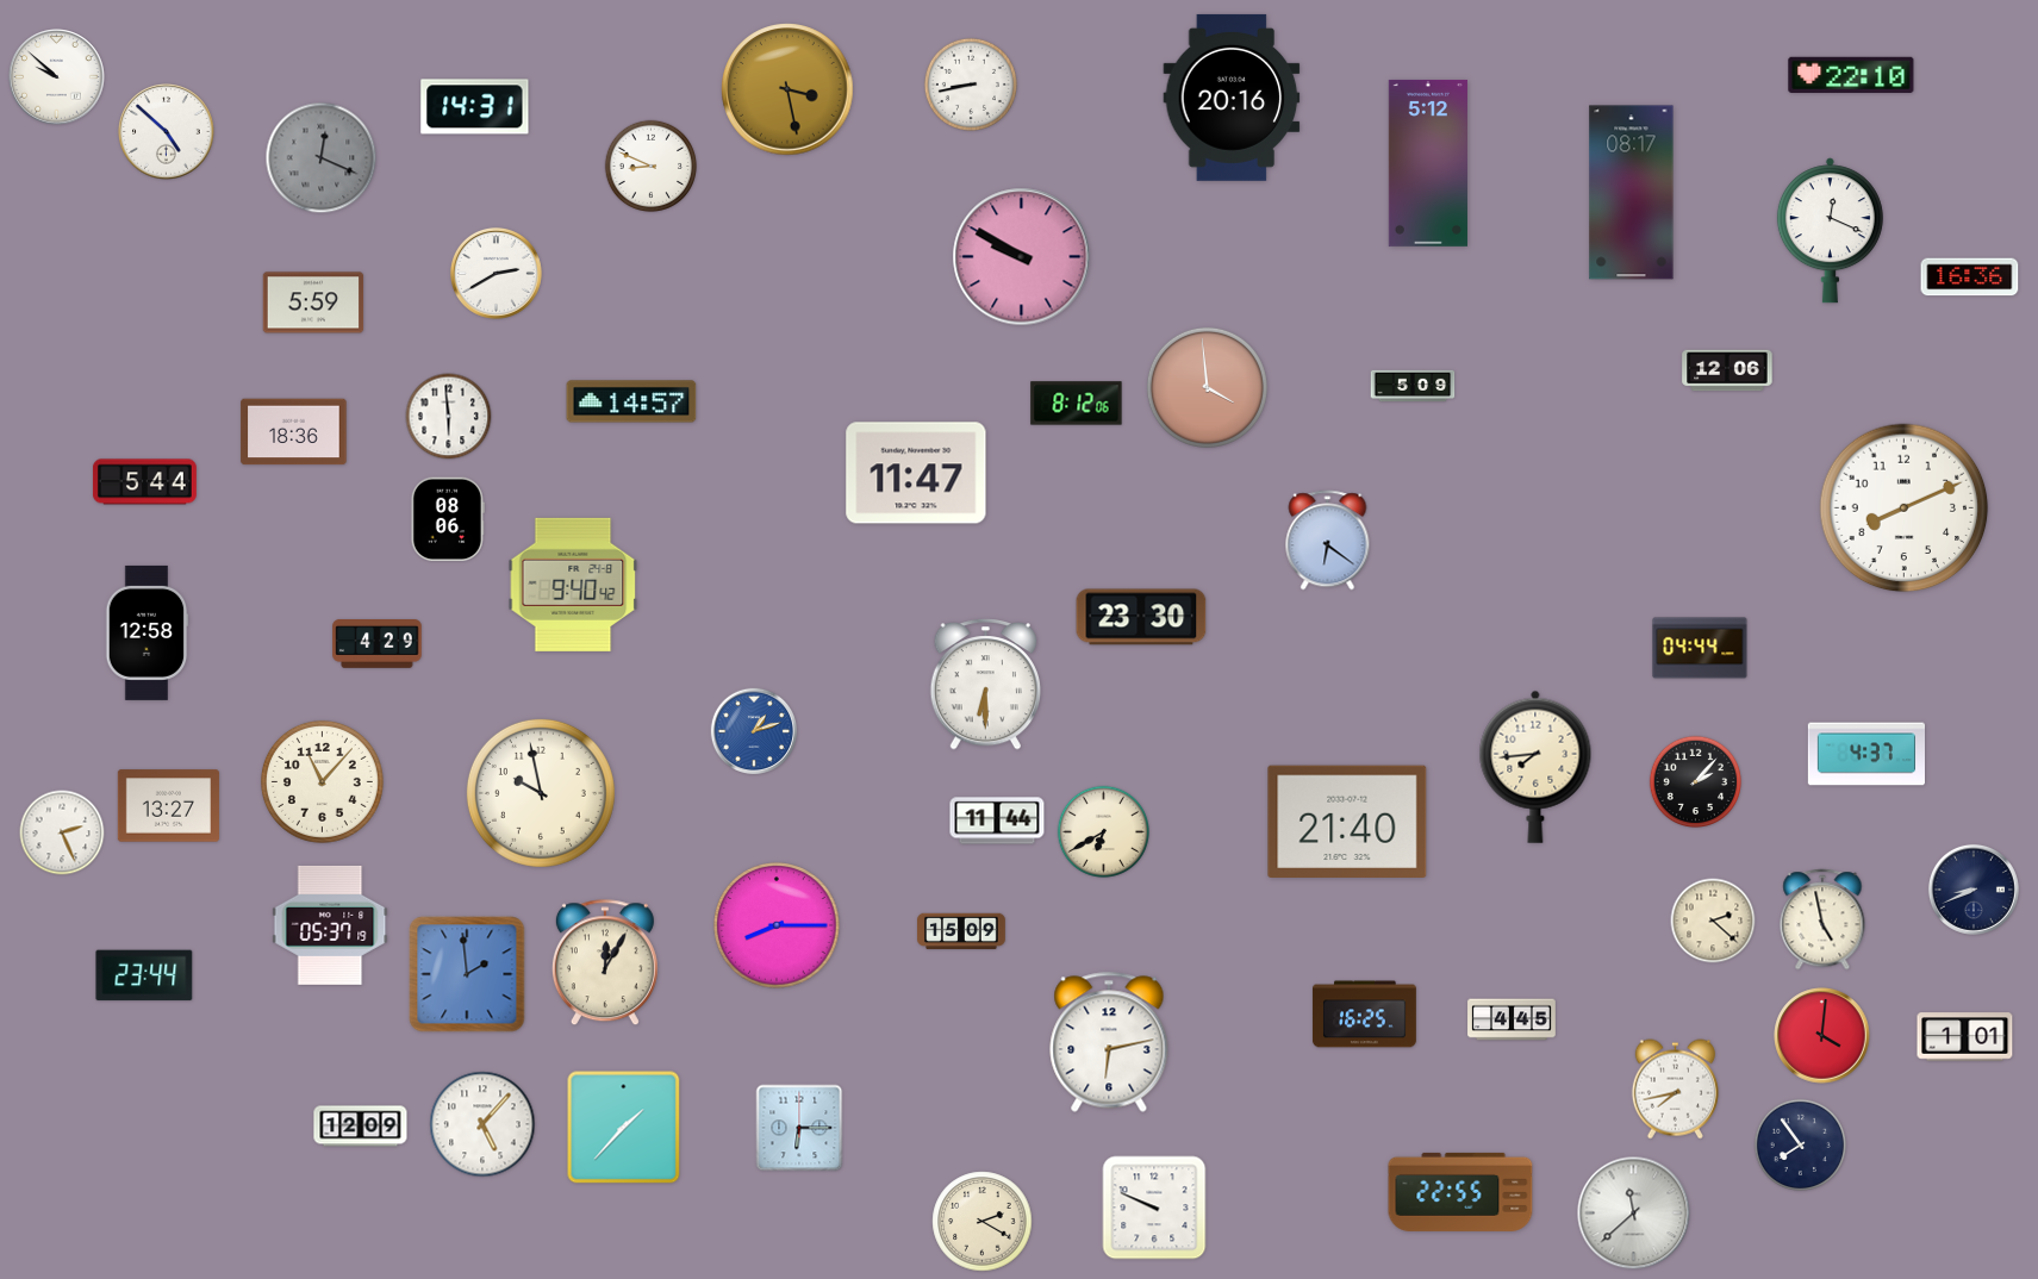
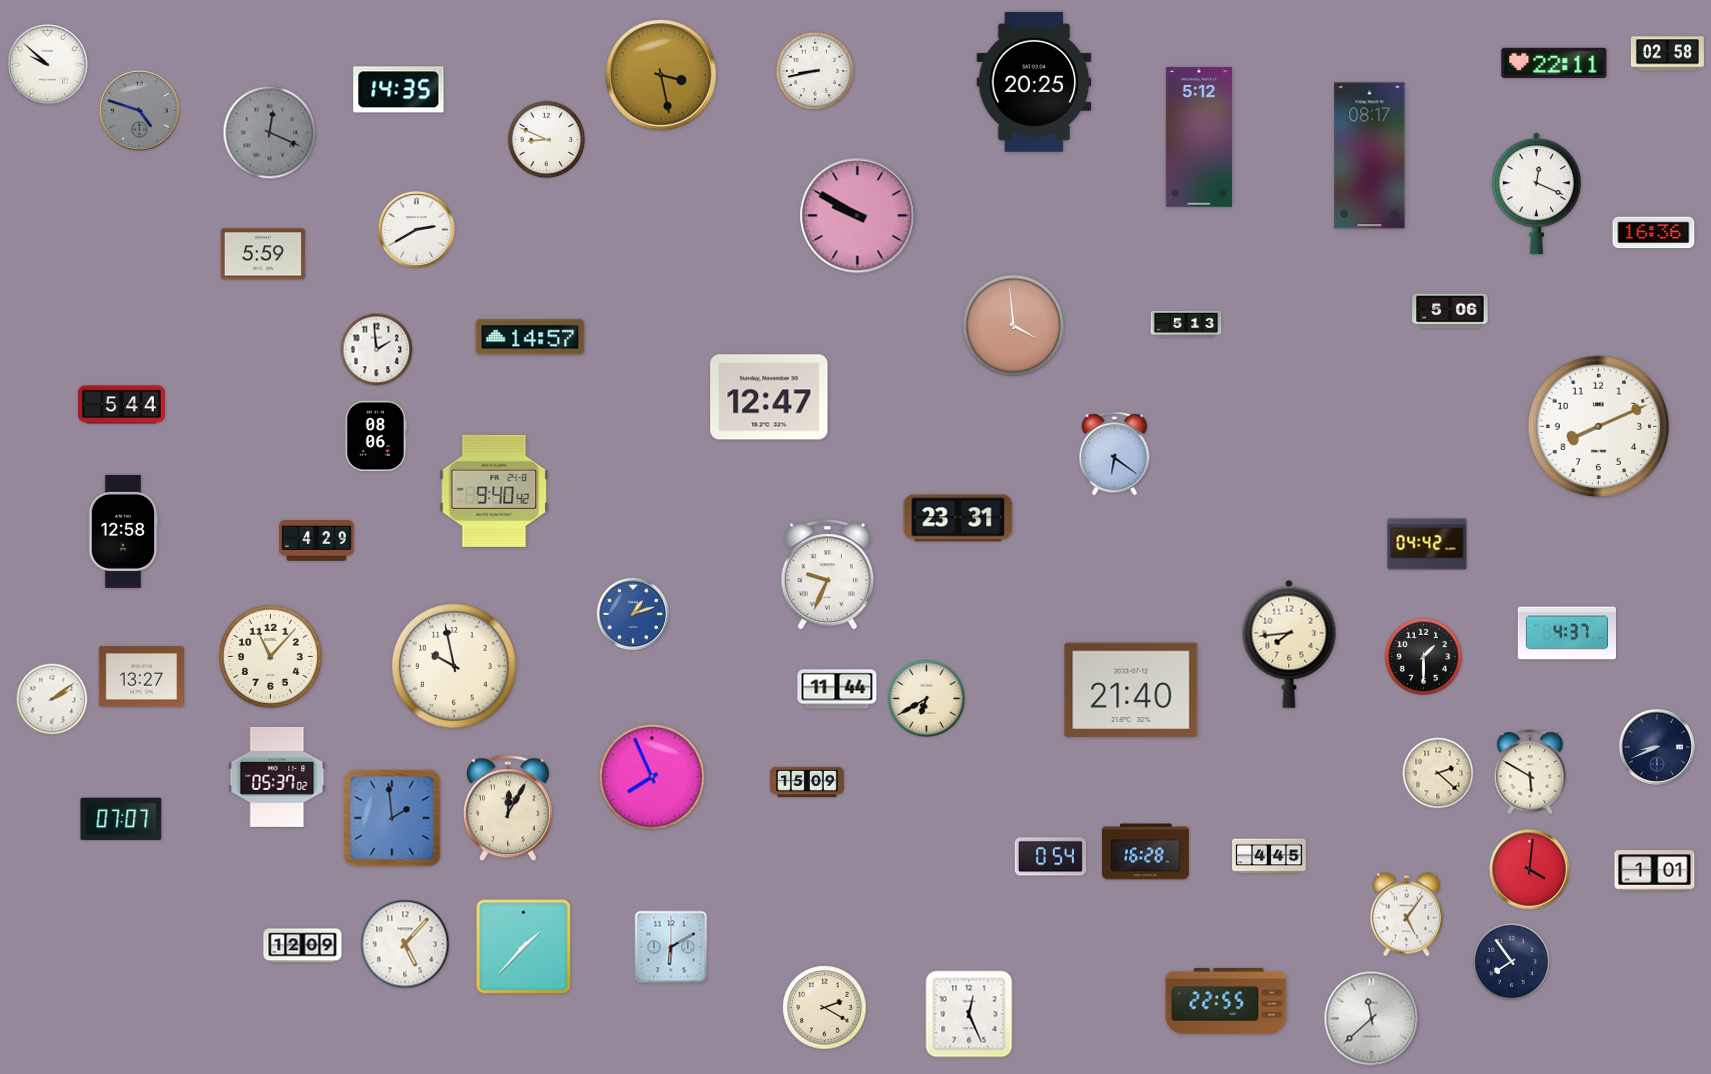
clock at (1667, 54): none -> 02:58
clock at (1851, 75): 22:10 -> 22:11
clock at (1232, 98): 20:16 -> 20:25
clock at (475, 107): 14:31 -> 14:35
clock at (167, 132): 4:52 -> 4:48
clock at (167, 132) dial: white -> grey
clock at (1632, 193) position: (1632, 193) -> (1370, 156)
clock at (1727, 370): 12:06 -> 5:06
clock at (1413, 386): 5:09 -> 5:13
clock at (1077, 404): 8:12 -> none
clock at (449, 417): 5:59 -> 1:59
clock at (294, 432): 18:36 -> none
clock at (916, 473): 11:47 -> 12:47
clock at (573, 585) position: (573, 585) -> (494, 491)
clock at (1141, 617): 23:30 -> 23:31
clock at (1700, 648): 04:44 -> 04:42
clock at (985, 685): 6:30 -> 9:34
clock at (1696, 782): 2:07 -> 1:30
clock at (62, 832): 2:26 -> 2:09
clock at (1822, 919): 4:58 -> 5:50
clock at (330, 925): 05:37:19 -> 05:37:02
clock at (777, 925): 8:15 -> 7:56
clock at (144, 975): 23:44 -> 07:07
clock at (1364, 1015): 16:25 -> 16:28
clock at (1050, 857): none -> 0:54
clock at (1965, 1037) position: (1965, 1037) -> (1655, 871)
clock at (1109, 1042): 6:13 -> none
clock at (1675, 1090): 7:43 -> 5:06
clock at (799, 1128): 6:15 -> 6:10
clock at (1154, 1208): 9:49 -> 12:26
clock at (983, 1222) position: (983, 1222) -> (825, 1008)
